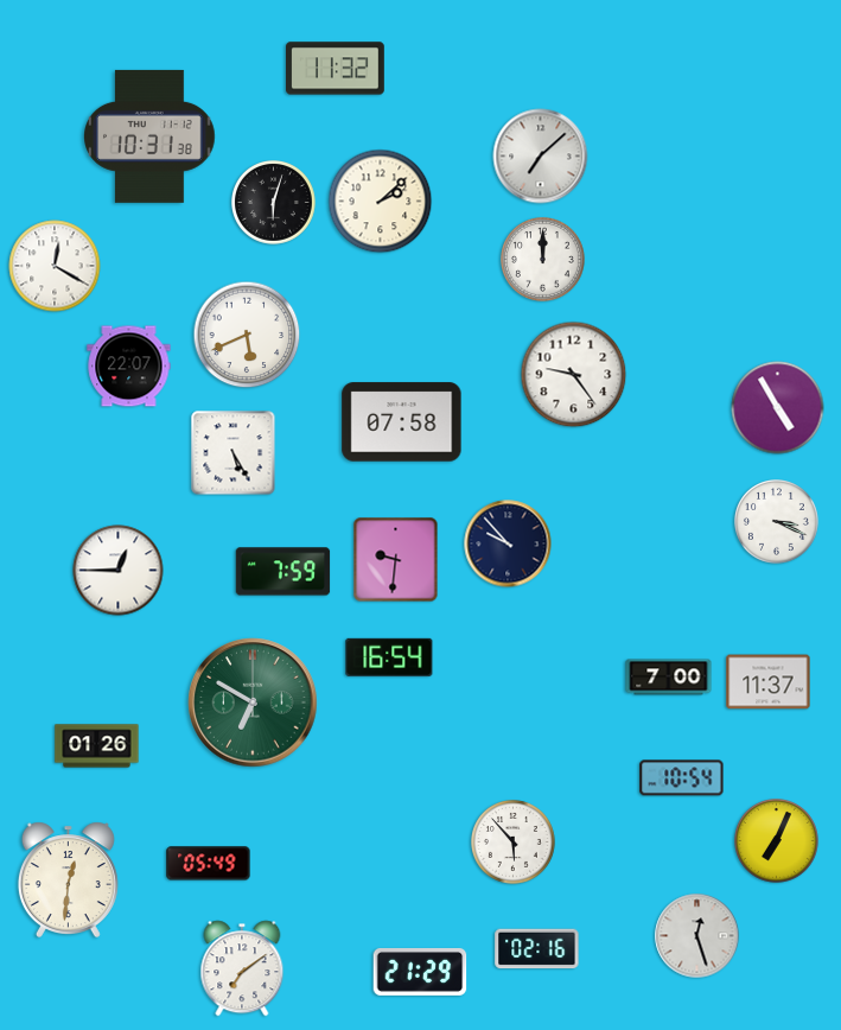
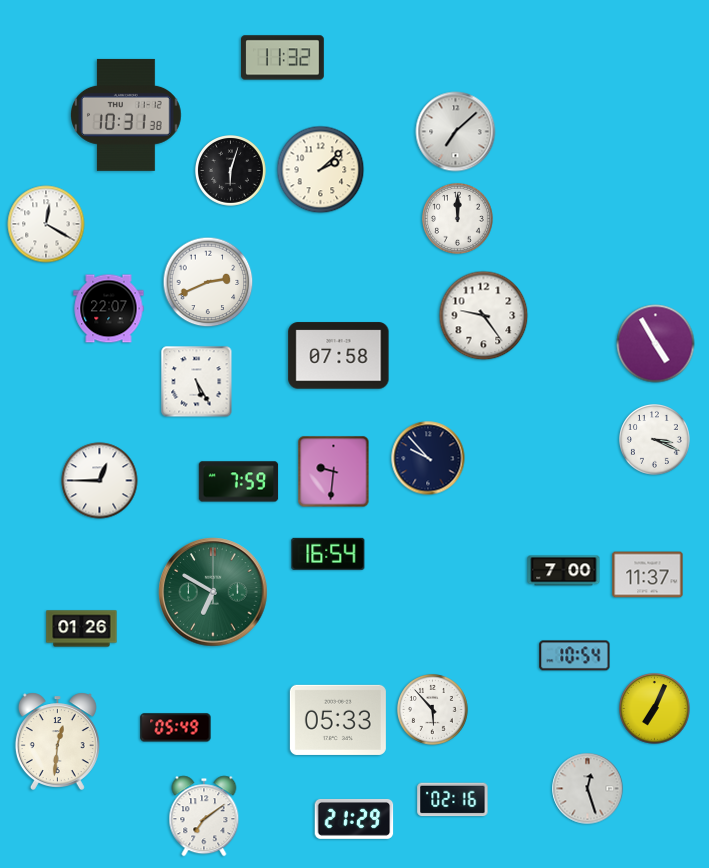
clock at (247, 335): 5:41 -> 2:41
clock at (338, 720): none -> 05:33
